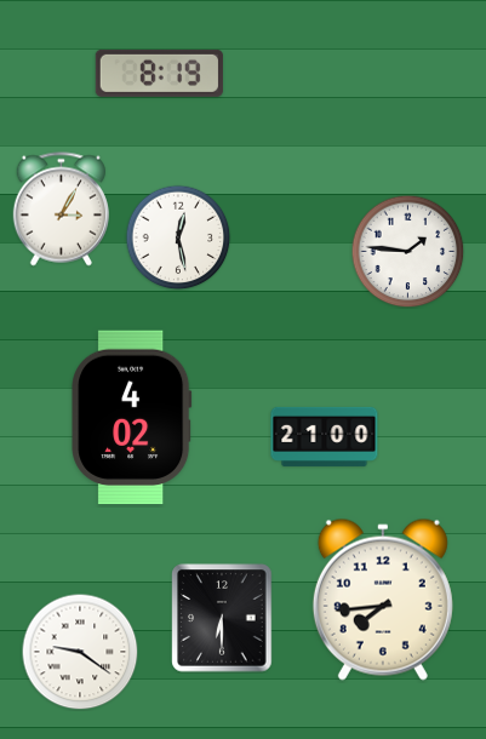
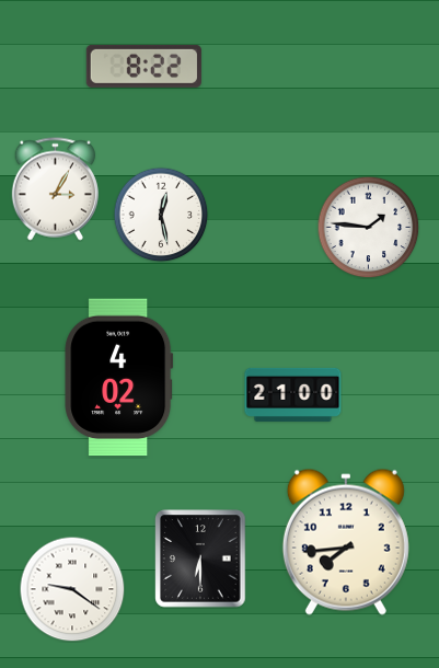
clock at (159, 73): 8:19 -> 8:22
